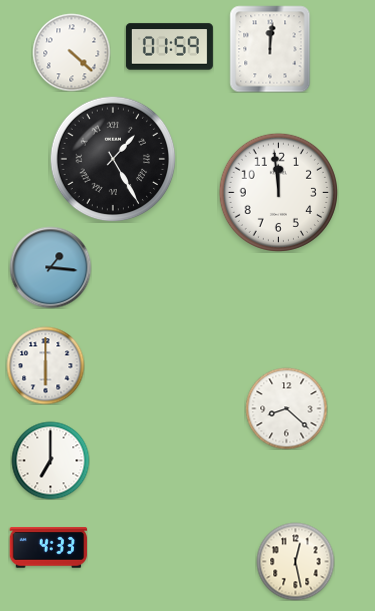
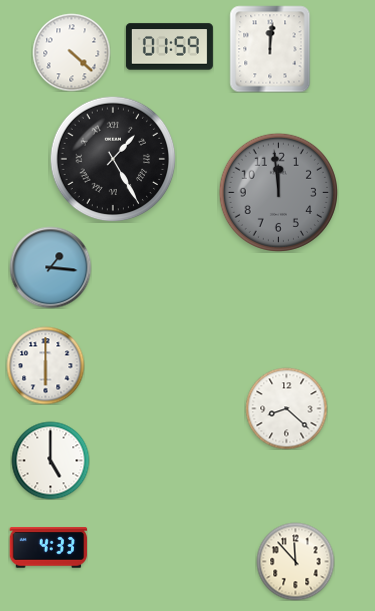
clock at (278, 192) dial: white -> grey
clock at (50, 460): 7:00 -> 5:00
clock at (295, 561): 12:28 -> 11:53
